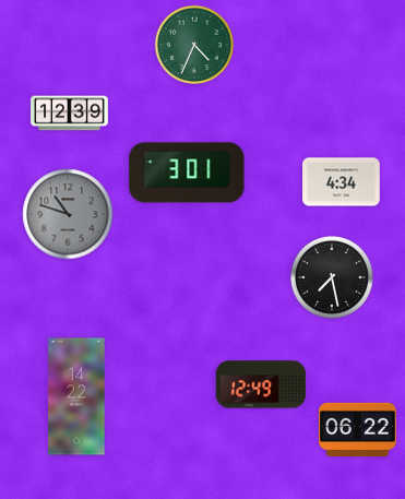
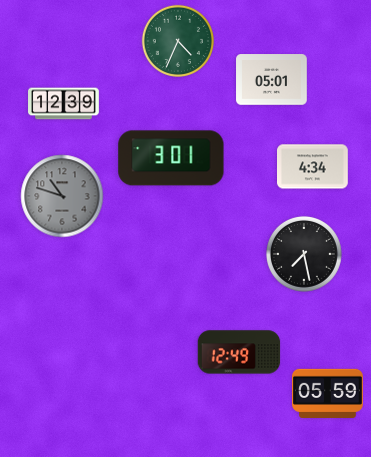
clock at (272, 80): none -> 05:01
clock at (76, 396): 14:22 -> none
clock at (358, 429): 06:22 -> 05:59
